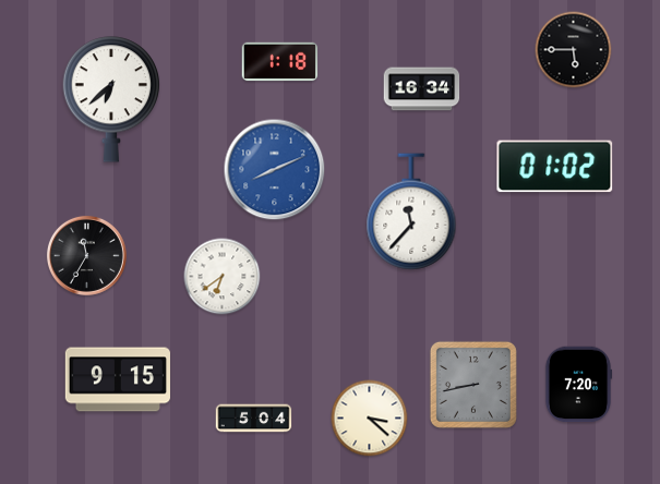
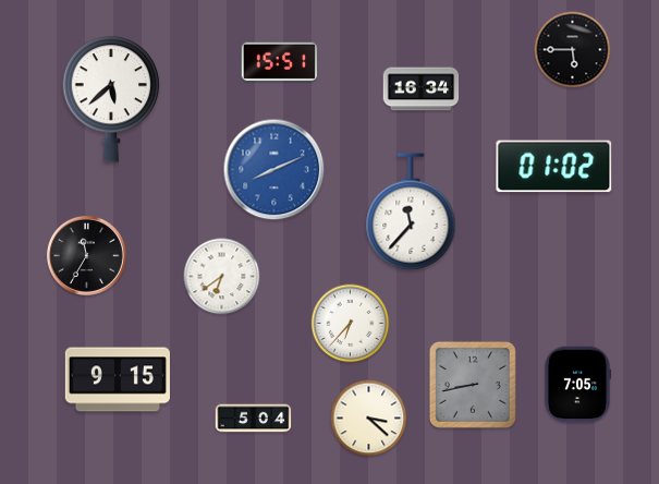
clock at (280, 62): 1:18 -> 15:51
clock at (111, 99): 6:38 -> 5:38
clock at (351, 324): none -> 6:37
clock at (578, 385): 7:20 -> 7:05
